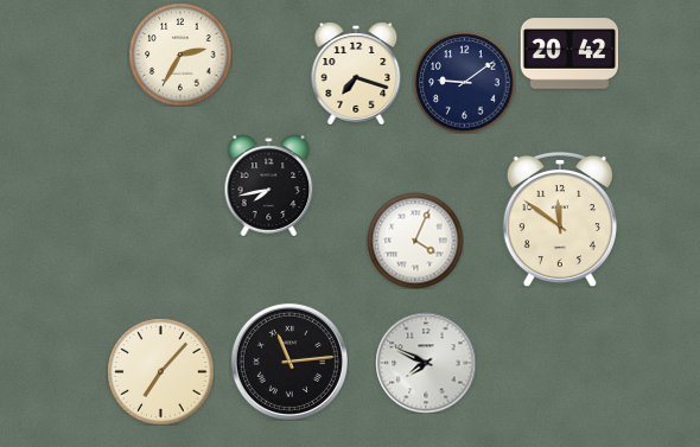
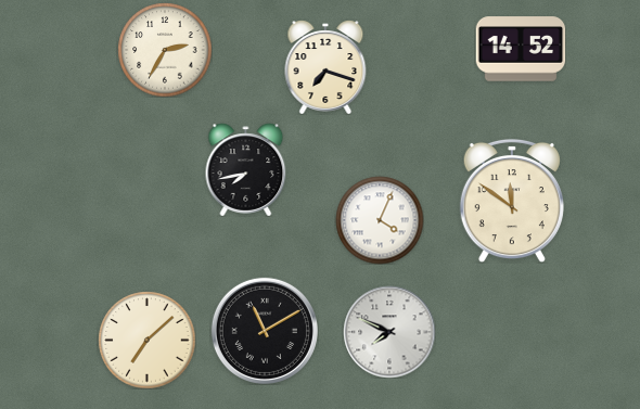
clock at (569, 53): 20:42 -> 14:52
clock at (464, 82): 9:09 -> none
clock at (289, 362): 11:14 -> 11:10
clock at (160, 371): 7:07 -> 7:08
